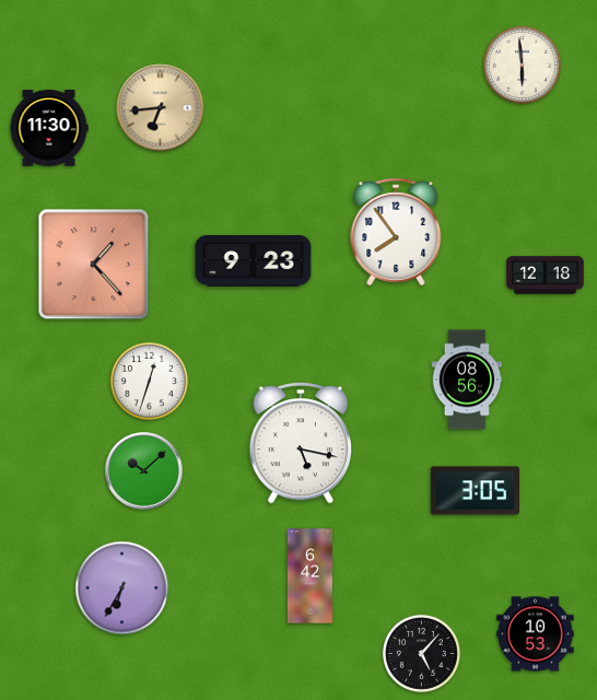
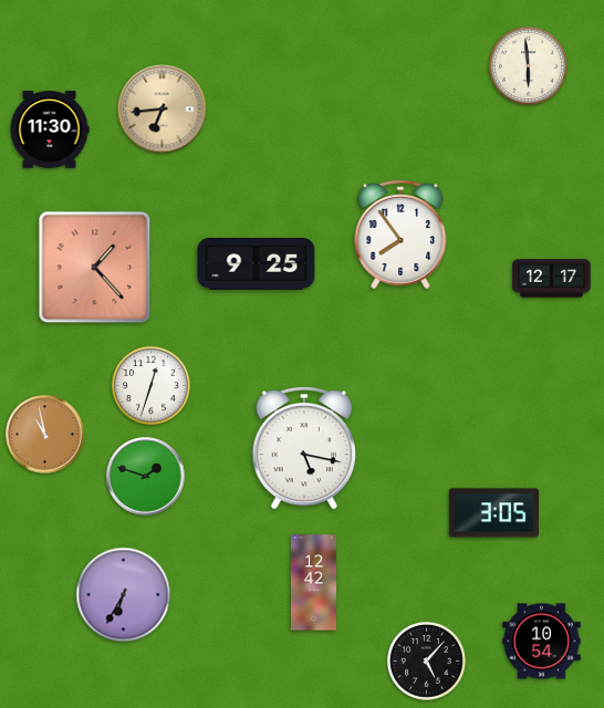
clock at (254, 261): 9:23 -> 9:25
clock at (546, 276): 12:18 -> 12:17
clock at (467, 380): 08:56 -> none
clock at (45, 435): none -> 10:58
clock at (144, 471): 10:08 -> 1:48
clock at (475, 491) position: (475, 491) -> (493, 513)
clock at (309, 576): 6:42 -> 12:42
clock at (536, 634): 10:53 -> 10:54
